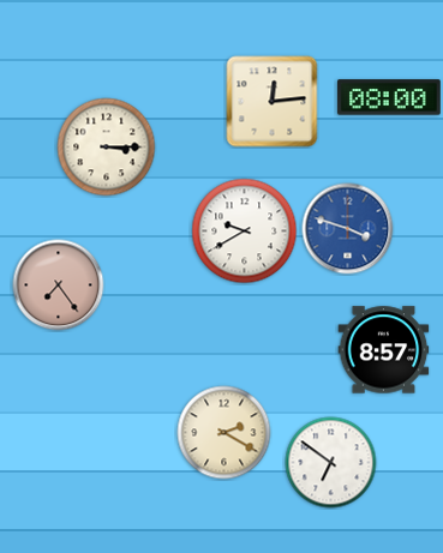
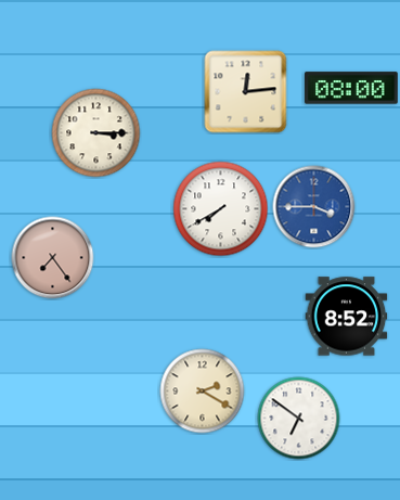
clock at (348, 229): 3:48 -> 3:45
clock at (245, 232): 9:40 -> 7:40
clock at (384, 350): 8:57 -> 8:52
